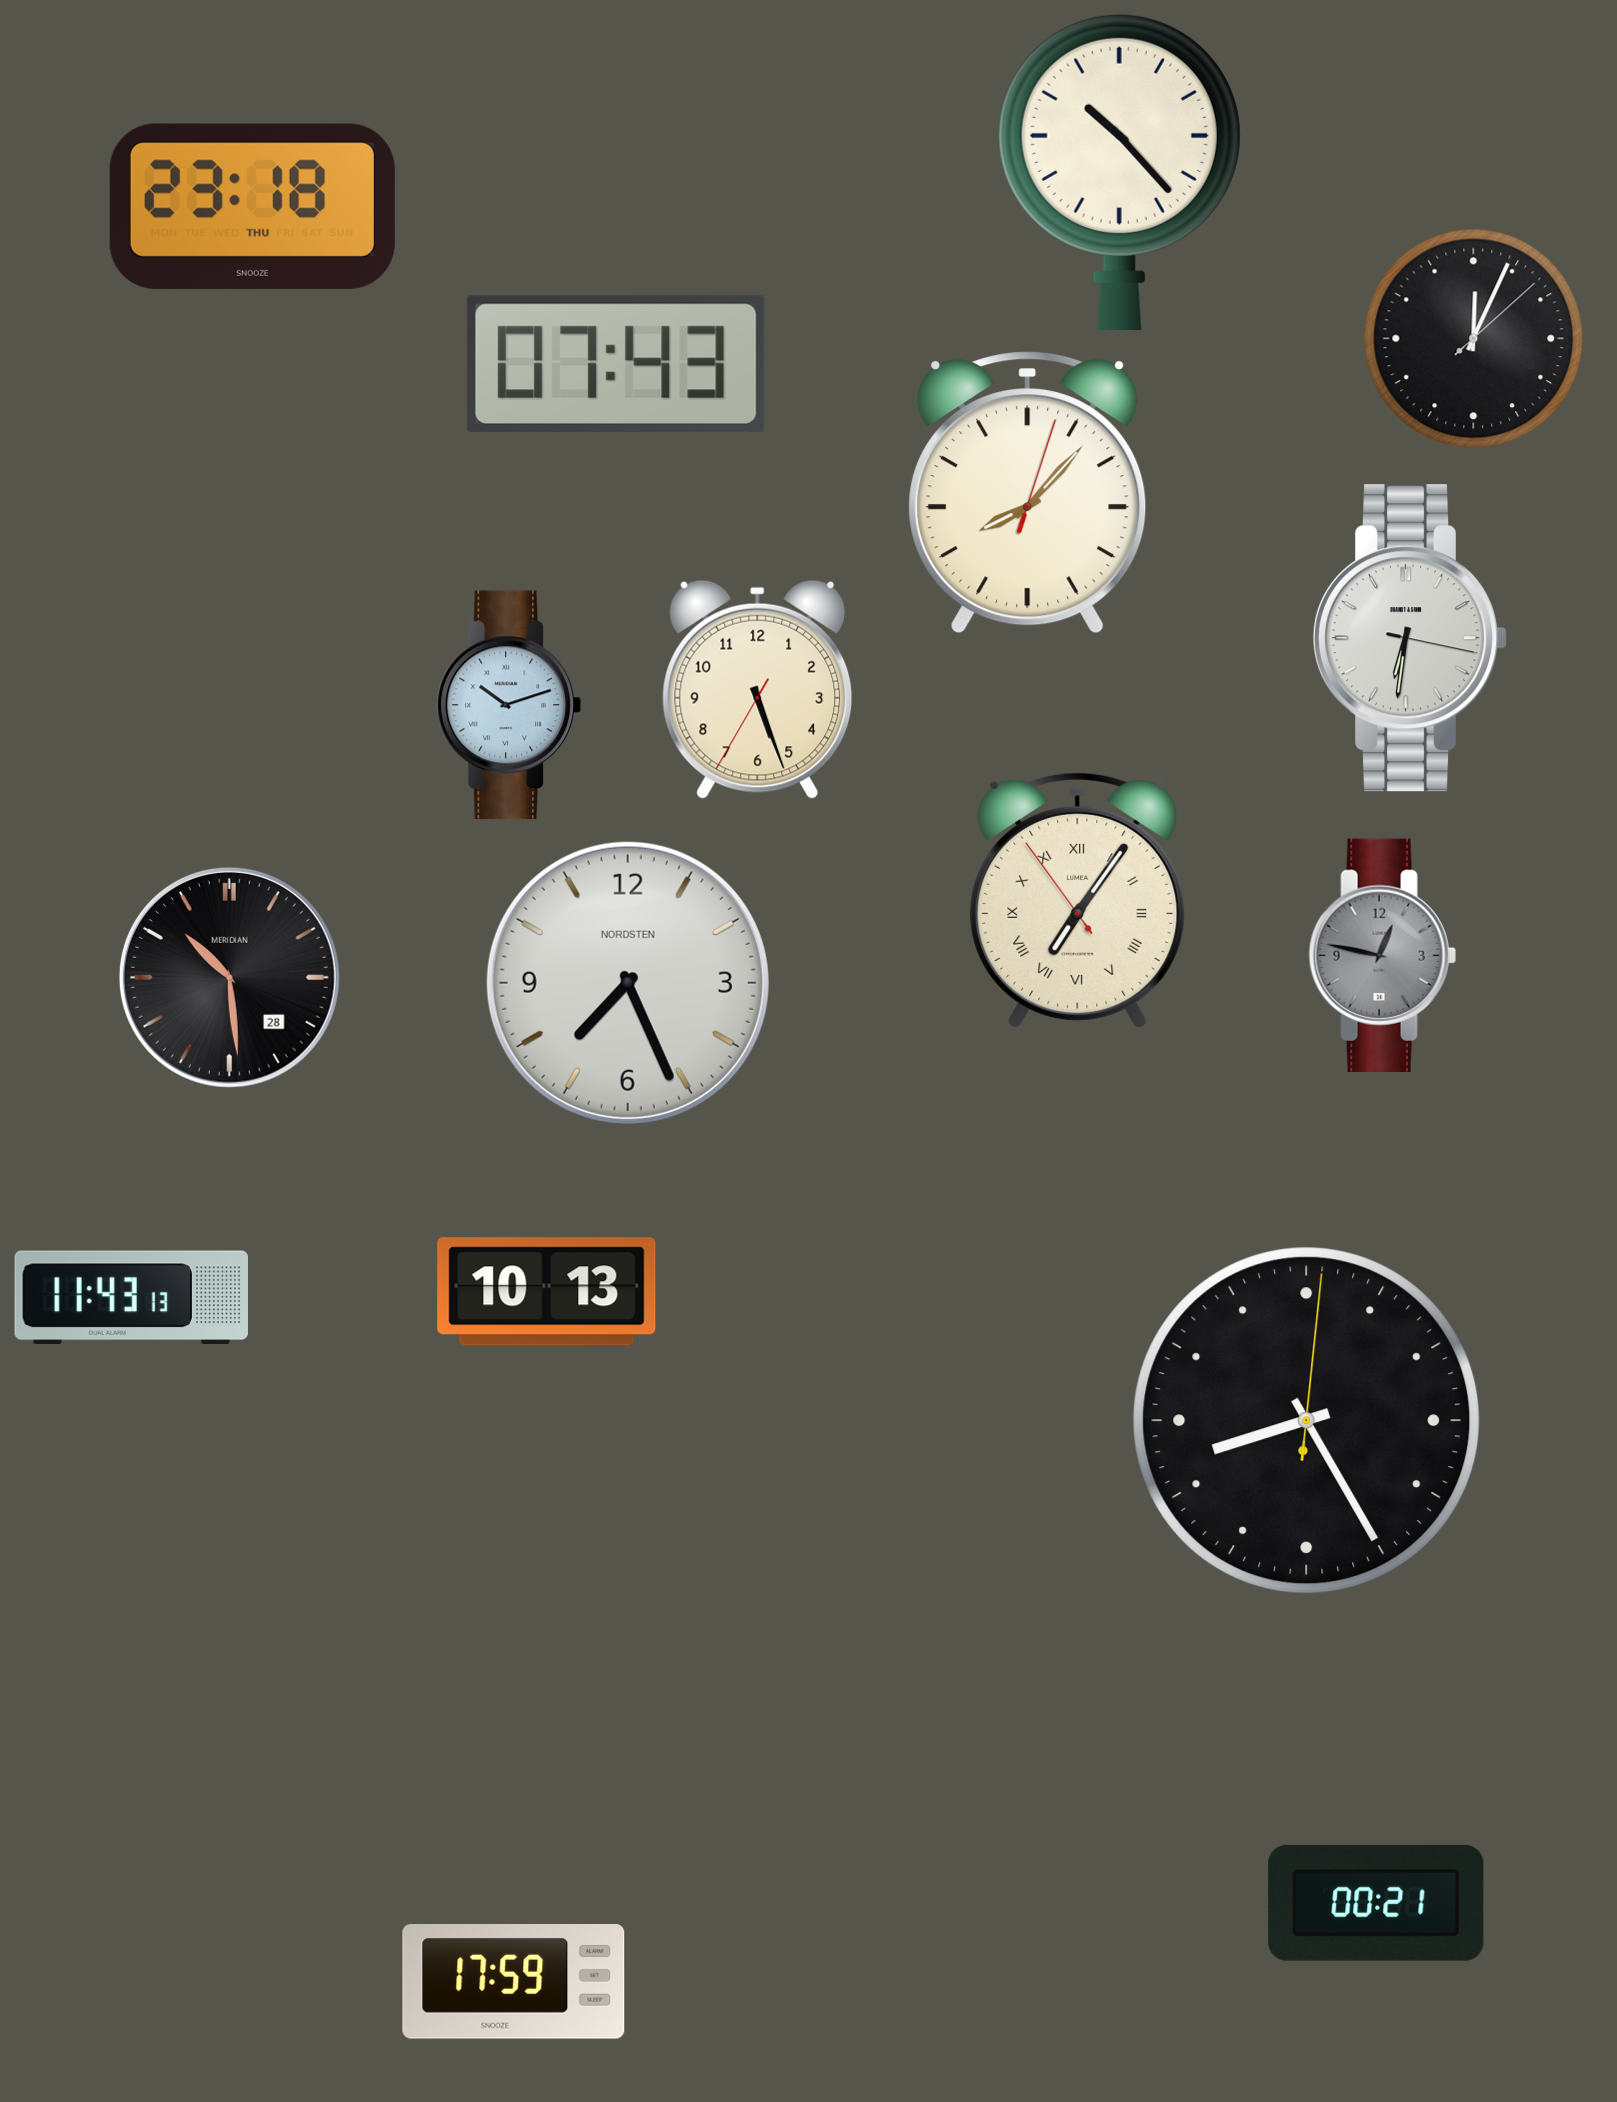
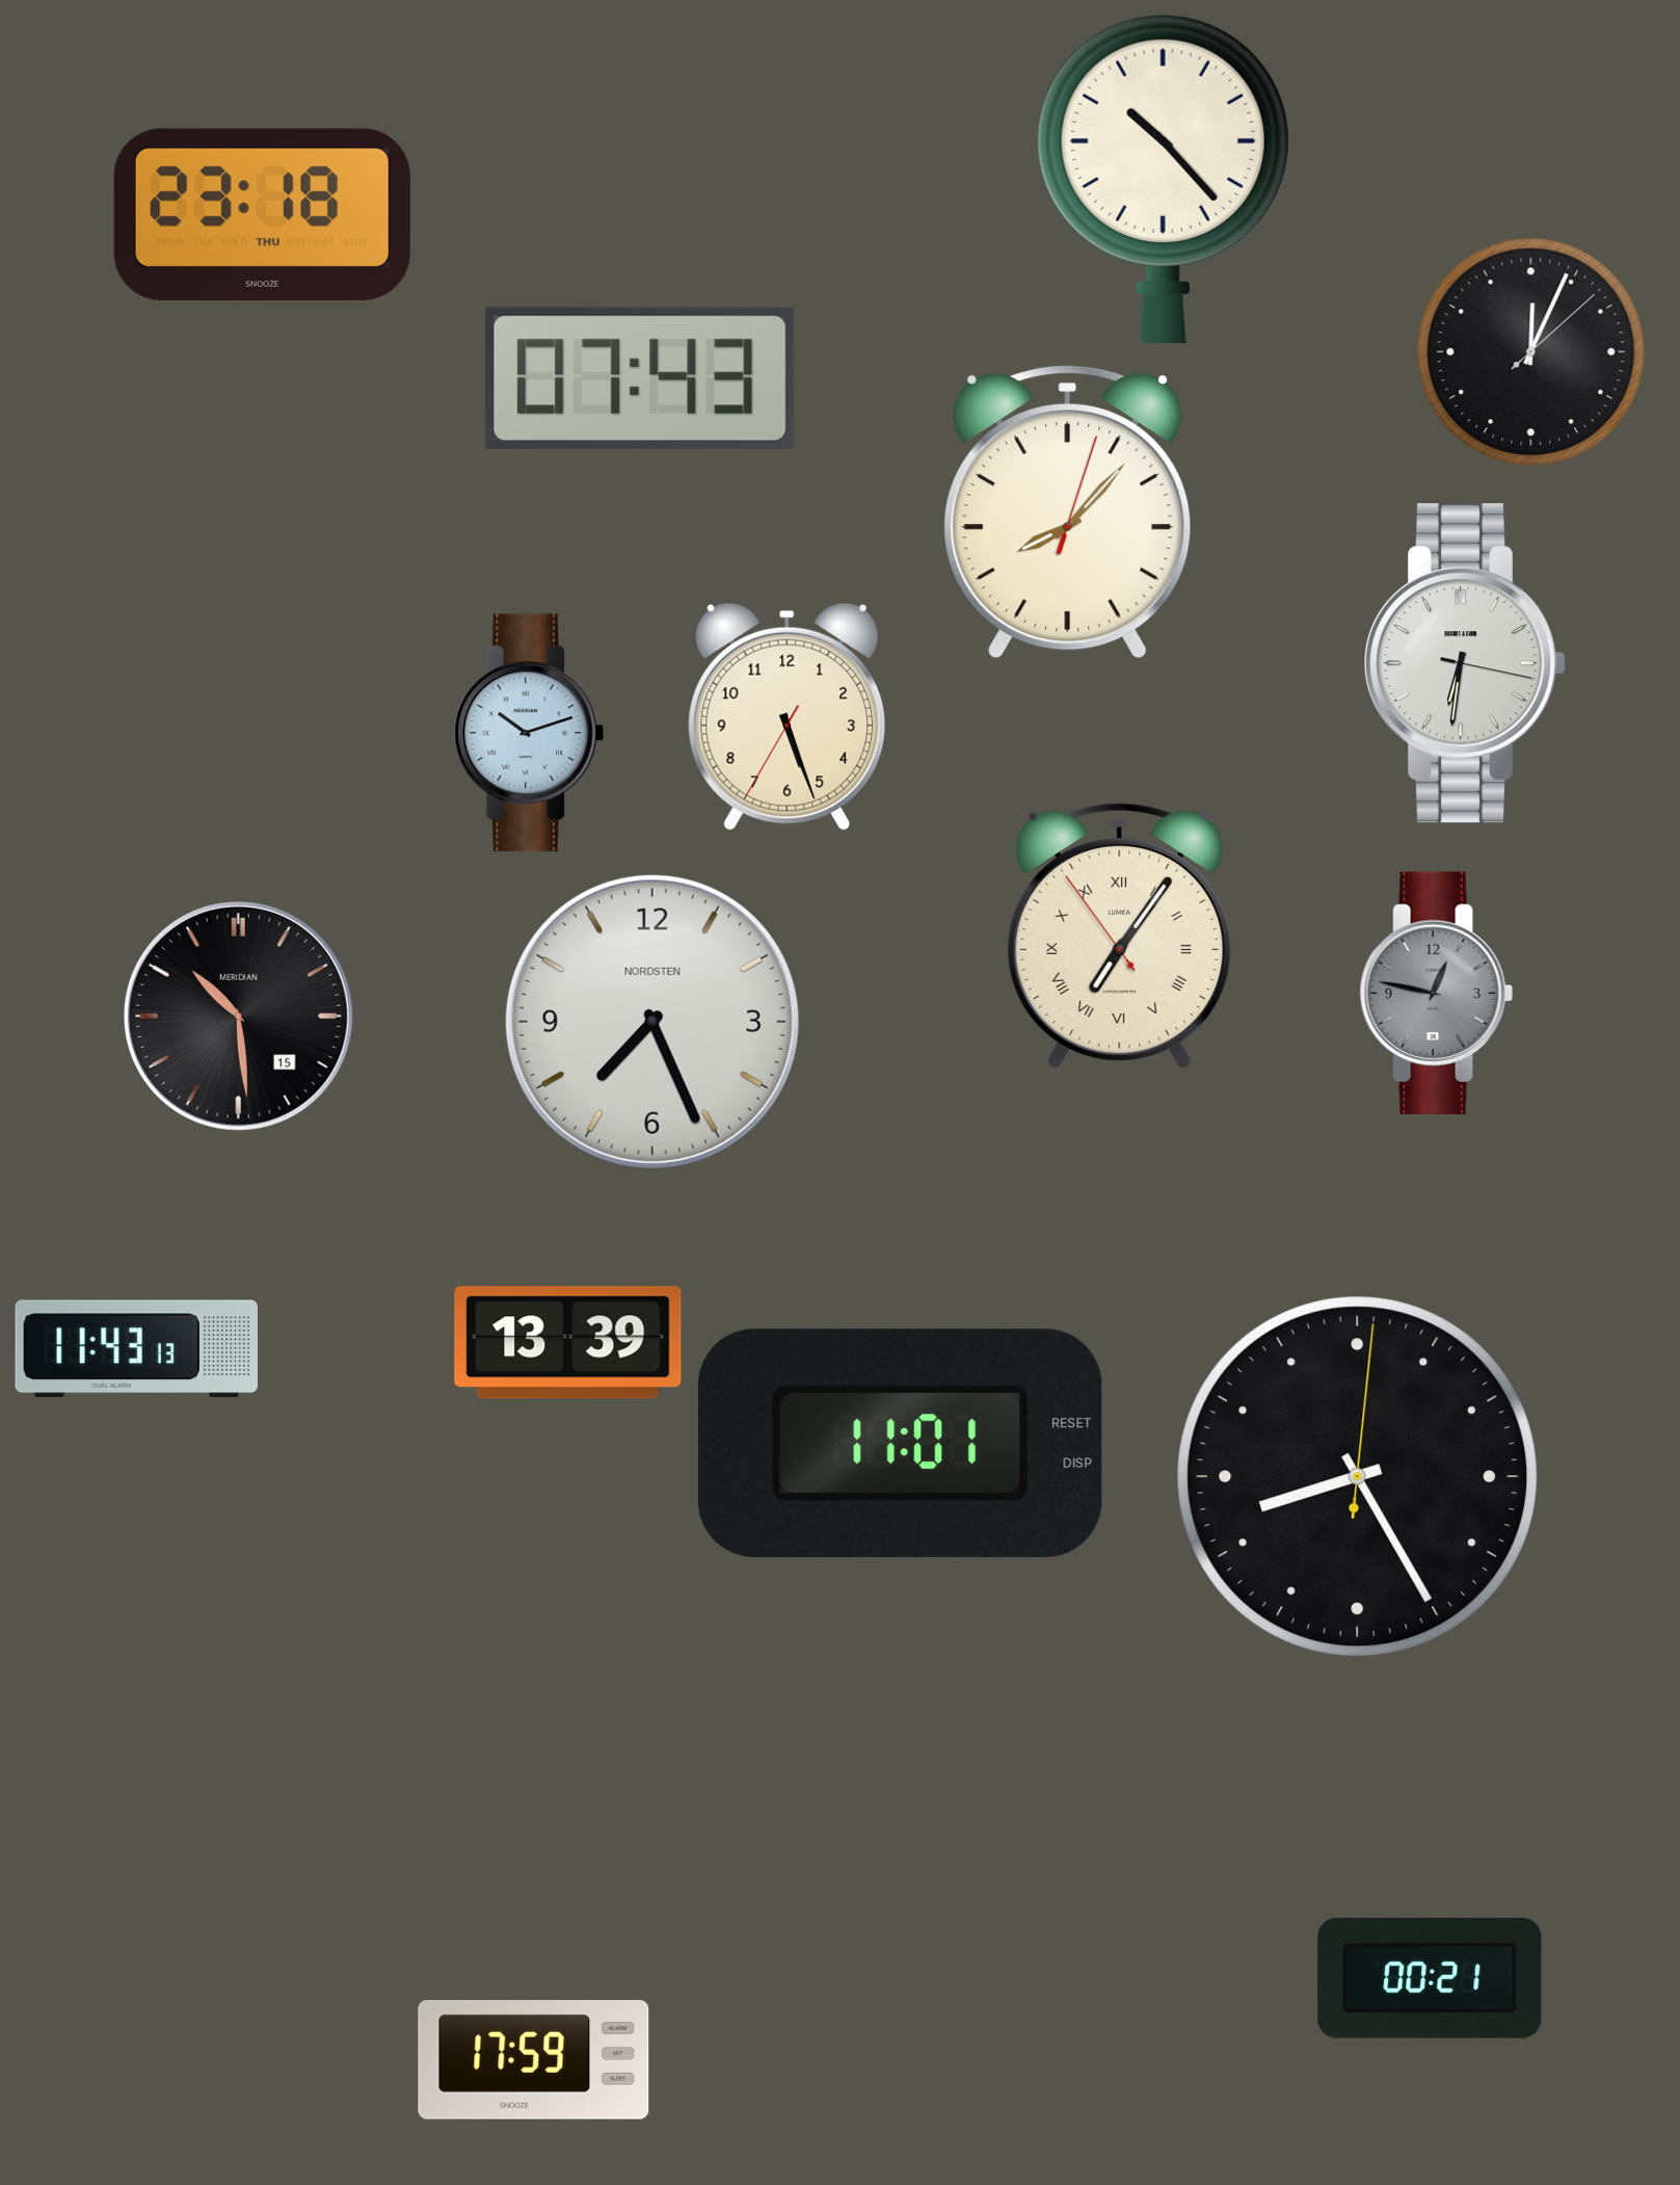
clock at (229, 977) date: 28 -> 15
clock at (547, 1292): 10:13 -> 13:39
clock at (900, 1443): none -> 11:01
